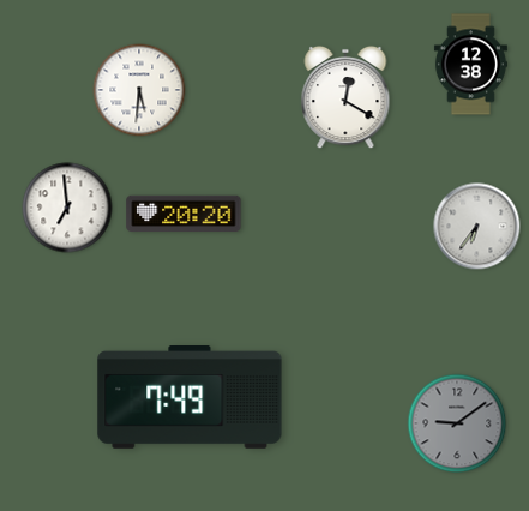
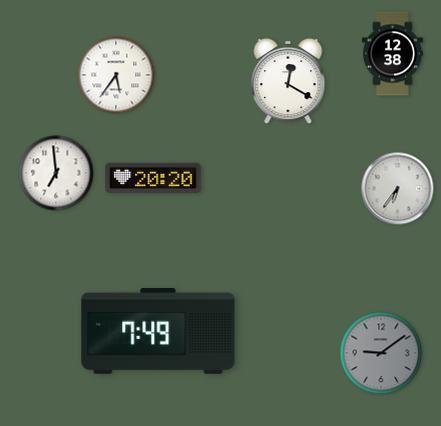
clock at (139, 90): 5:31 -> 5:36
